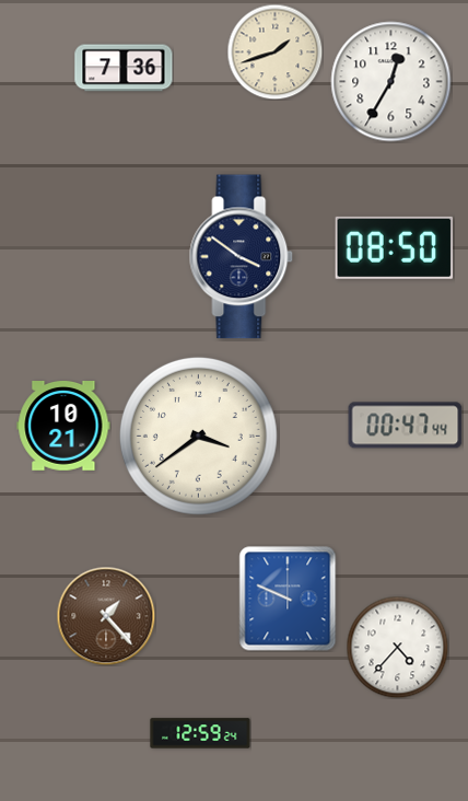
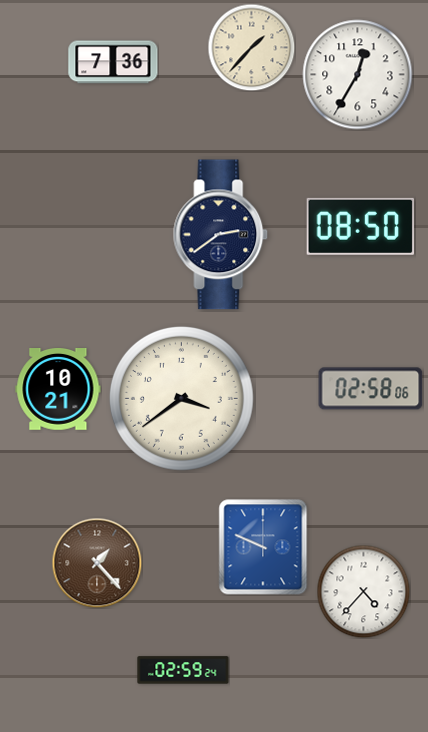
clock at (274, 51): 1:42 -> 1:37
clock at (242, 257): 3:51 -> 2:39
clock at (406, 426): 00:47 -> 02:58
clock at (200, 733): 12:59 -> 02:59
